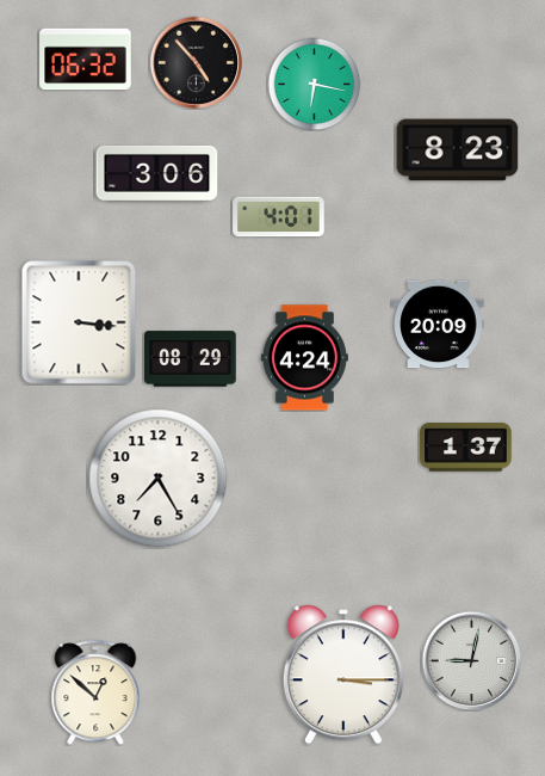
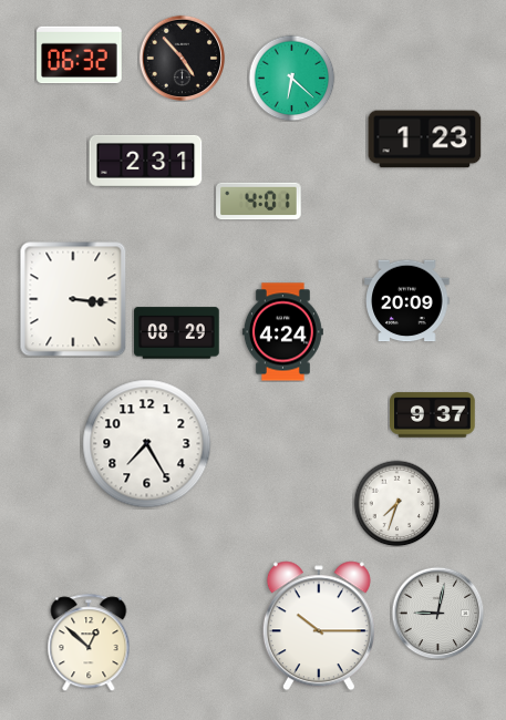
clock at (314, 84): 6:17 -> 6:22
clock at (458, 150): 8:23 -> 1:23
clock at (157, 173): 3:06 -> 2:31
clock at (466, 448): 1:37 -> 9:37
clock at (396, 503): none -> 7:33
clock at (343, 675): 3:15 -> 10:15
